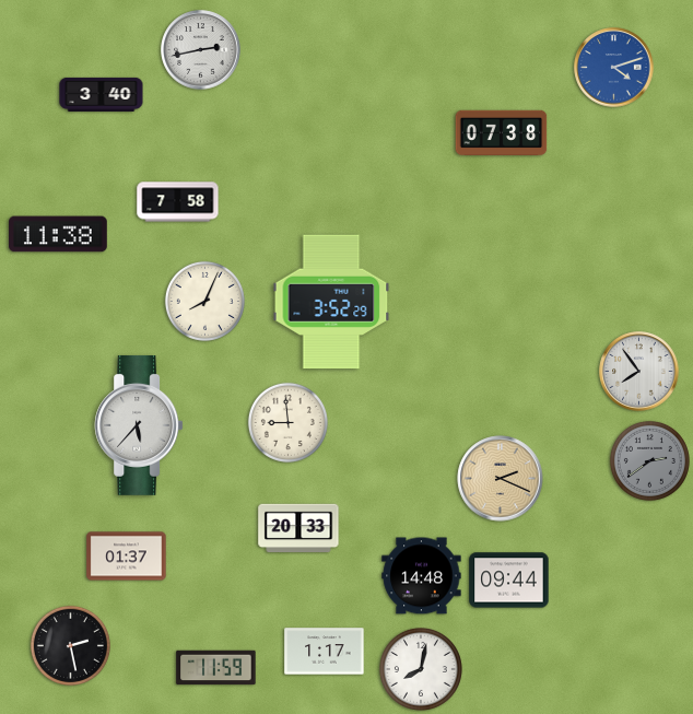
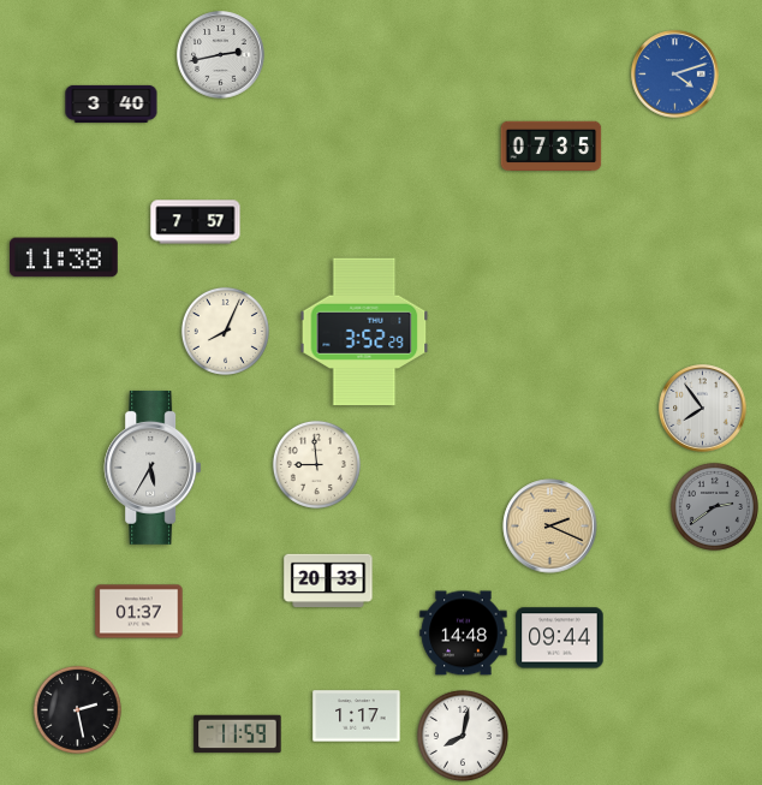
clock at (502, 133): 07:38 -> 07:35
clock at (178, 202): 7:58 -> 7:57
clock at (139, 425): 5:37 -> 5:35
